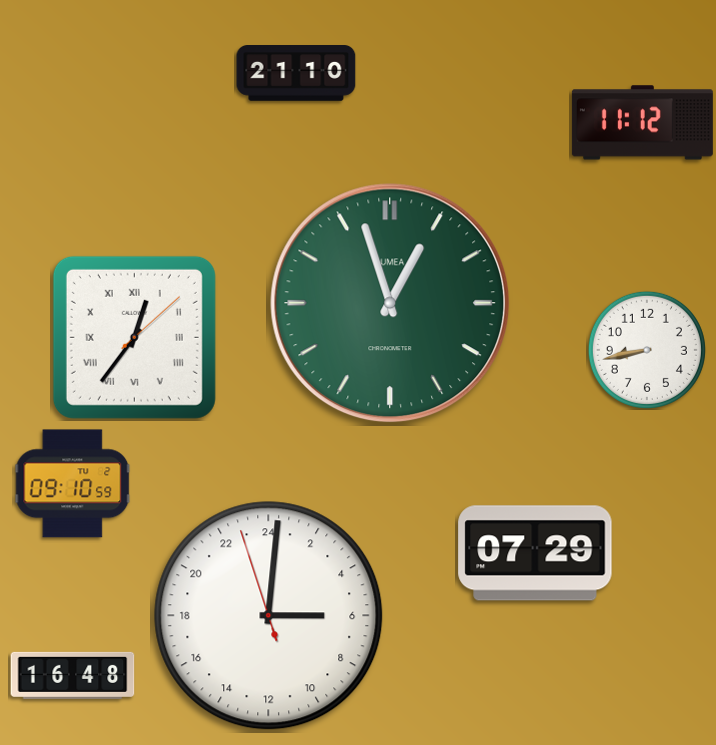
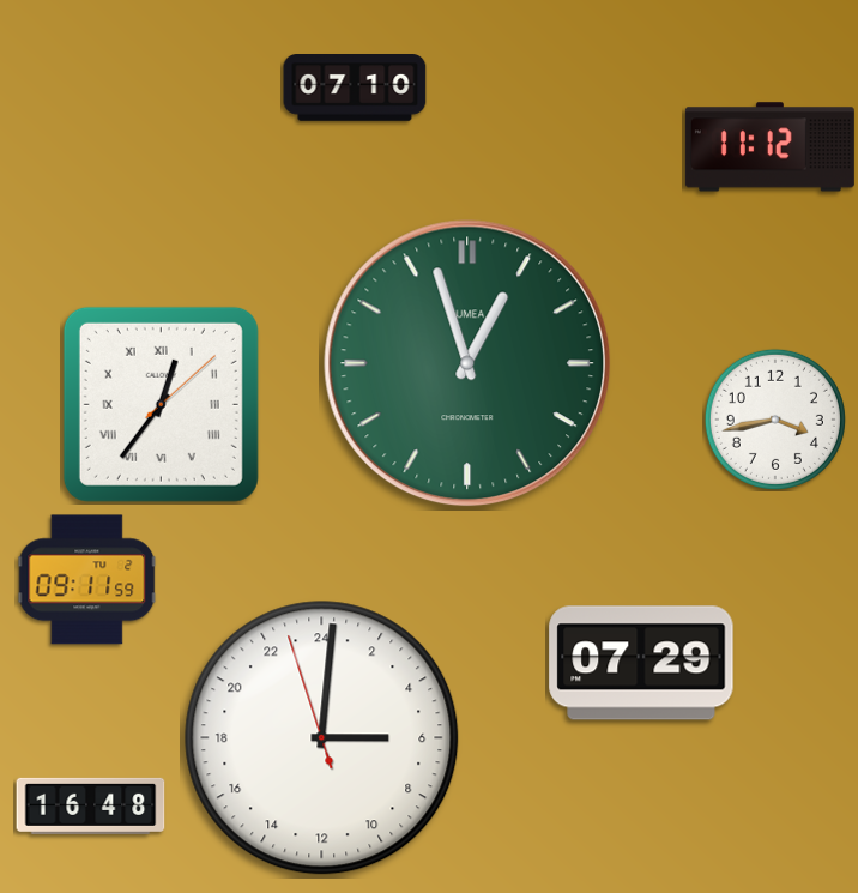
clock at (296, 74): 21:10 -> 07:10
clock at (647, 350): 8:43 -> 3:43
clock at (72, 484): 09:10 -> 09:11
clock at (73, 675) position: (73, 675) -> (91, 805)
